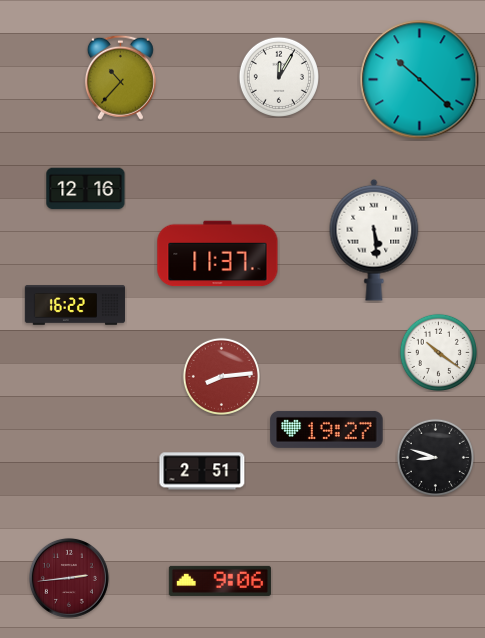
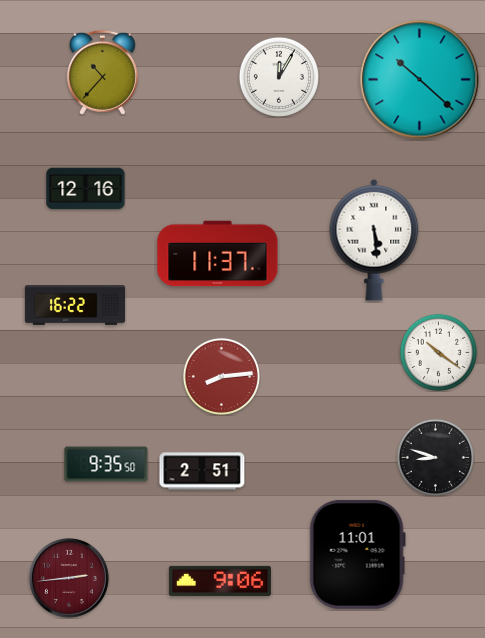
clock at (120, 77) position: (120, 77) -> (102, 72)
clock at (327, 429): 19:27 -> none
clock at (106, 464): none -> 9:35
clock at (357, 554): none -> 11:01
